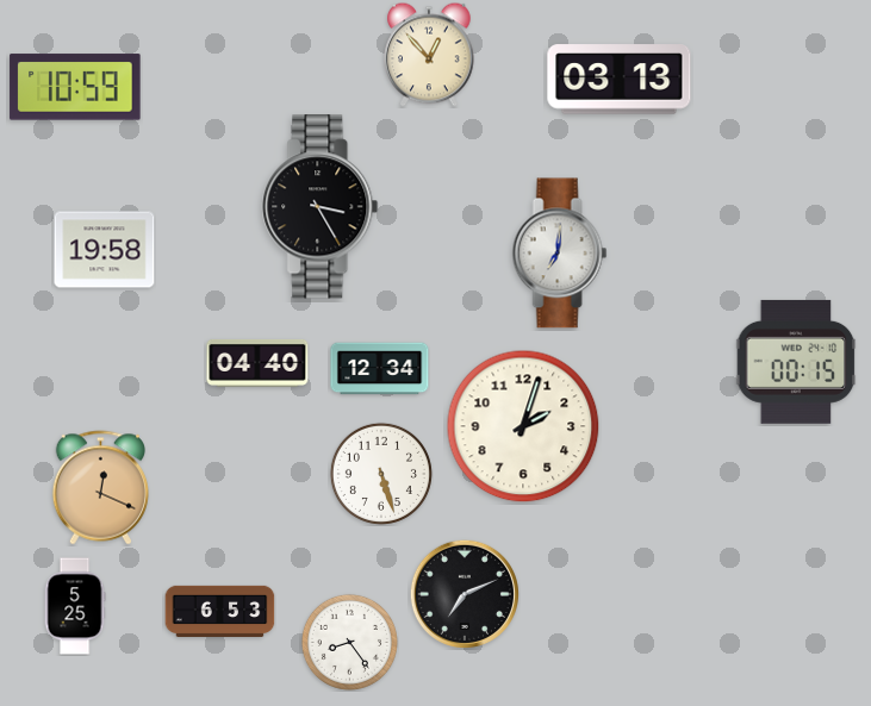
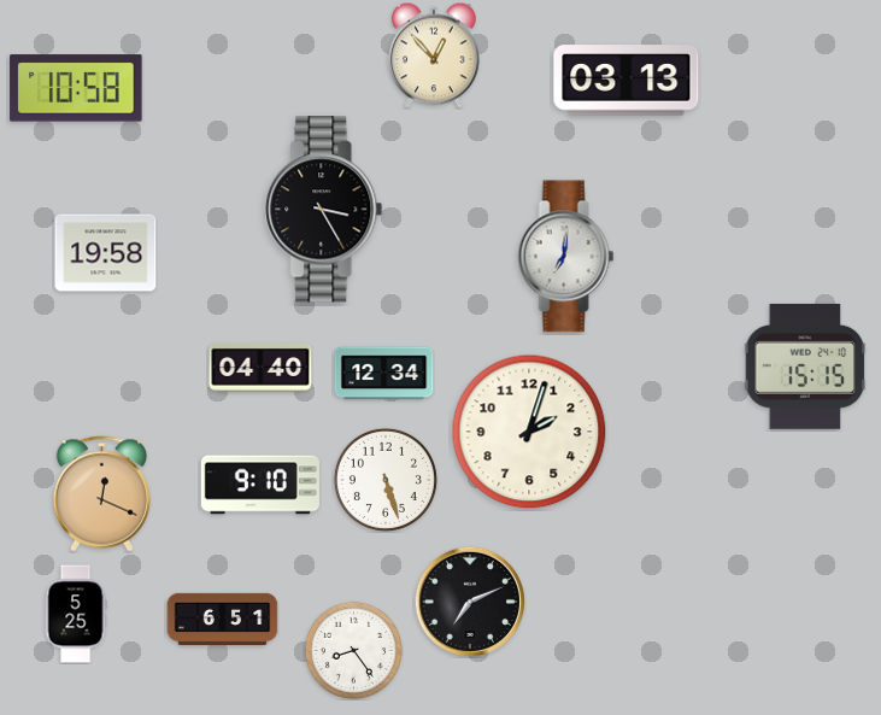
clock at (75, 87): 10:59 -> 10:58
clock at (796, 362): 00:15 -> 15:15
clock at (260, 485): none -> 9:10
clock at (220, 611): 6:53 -> 6:51
